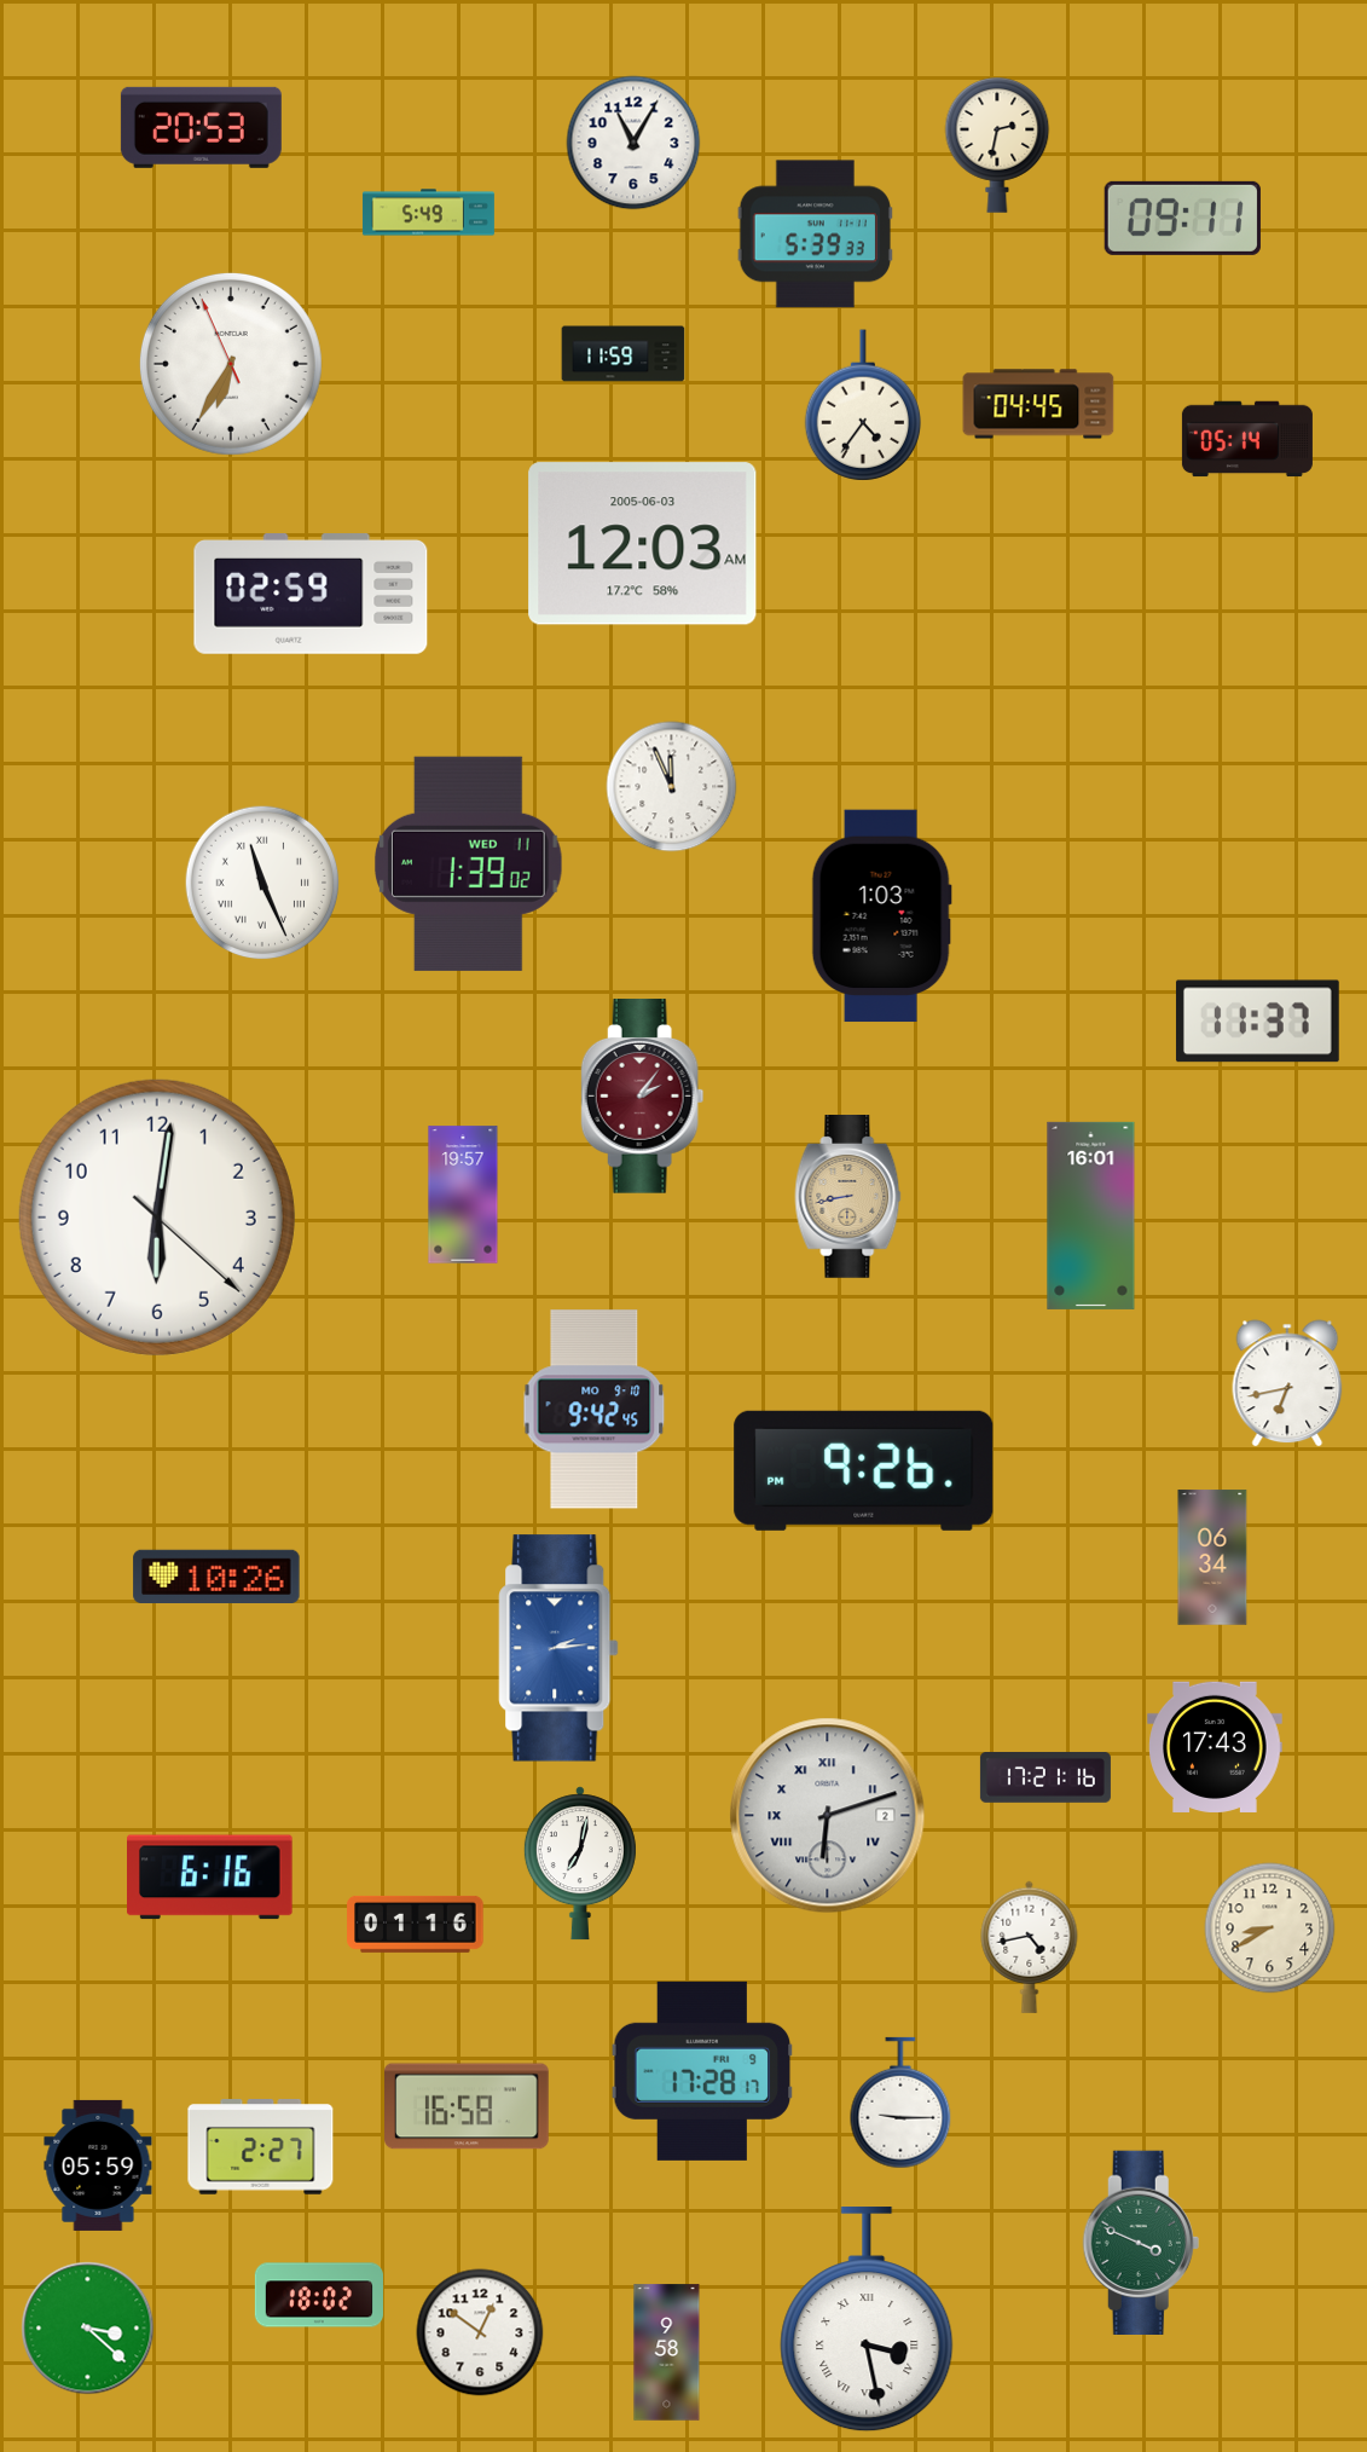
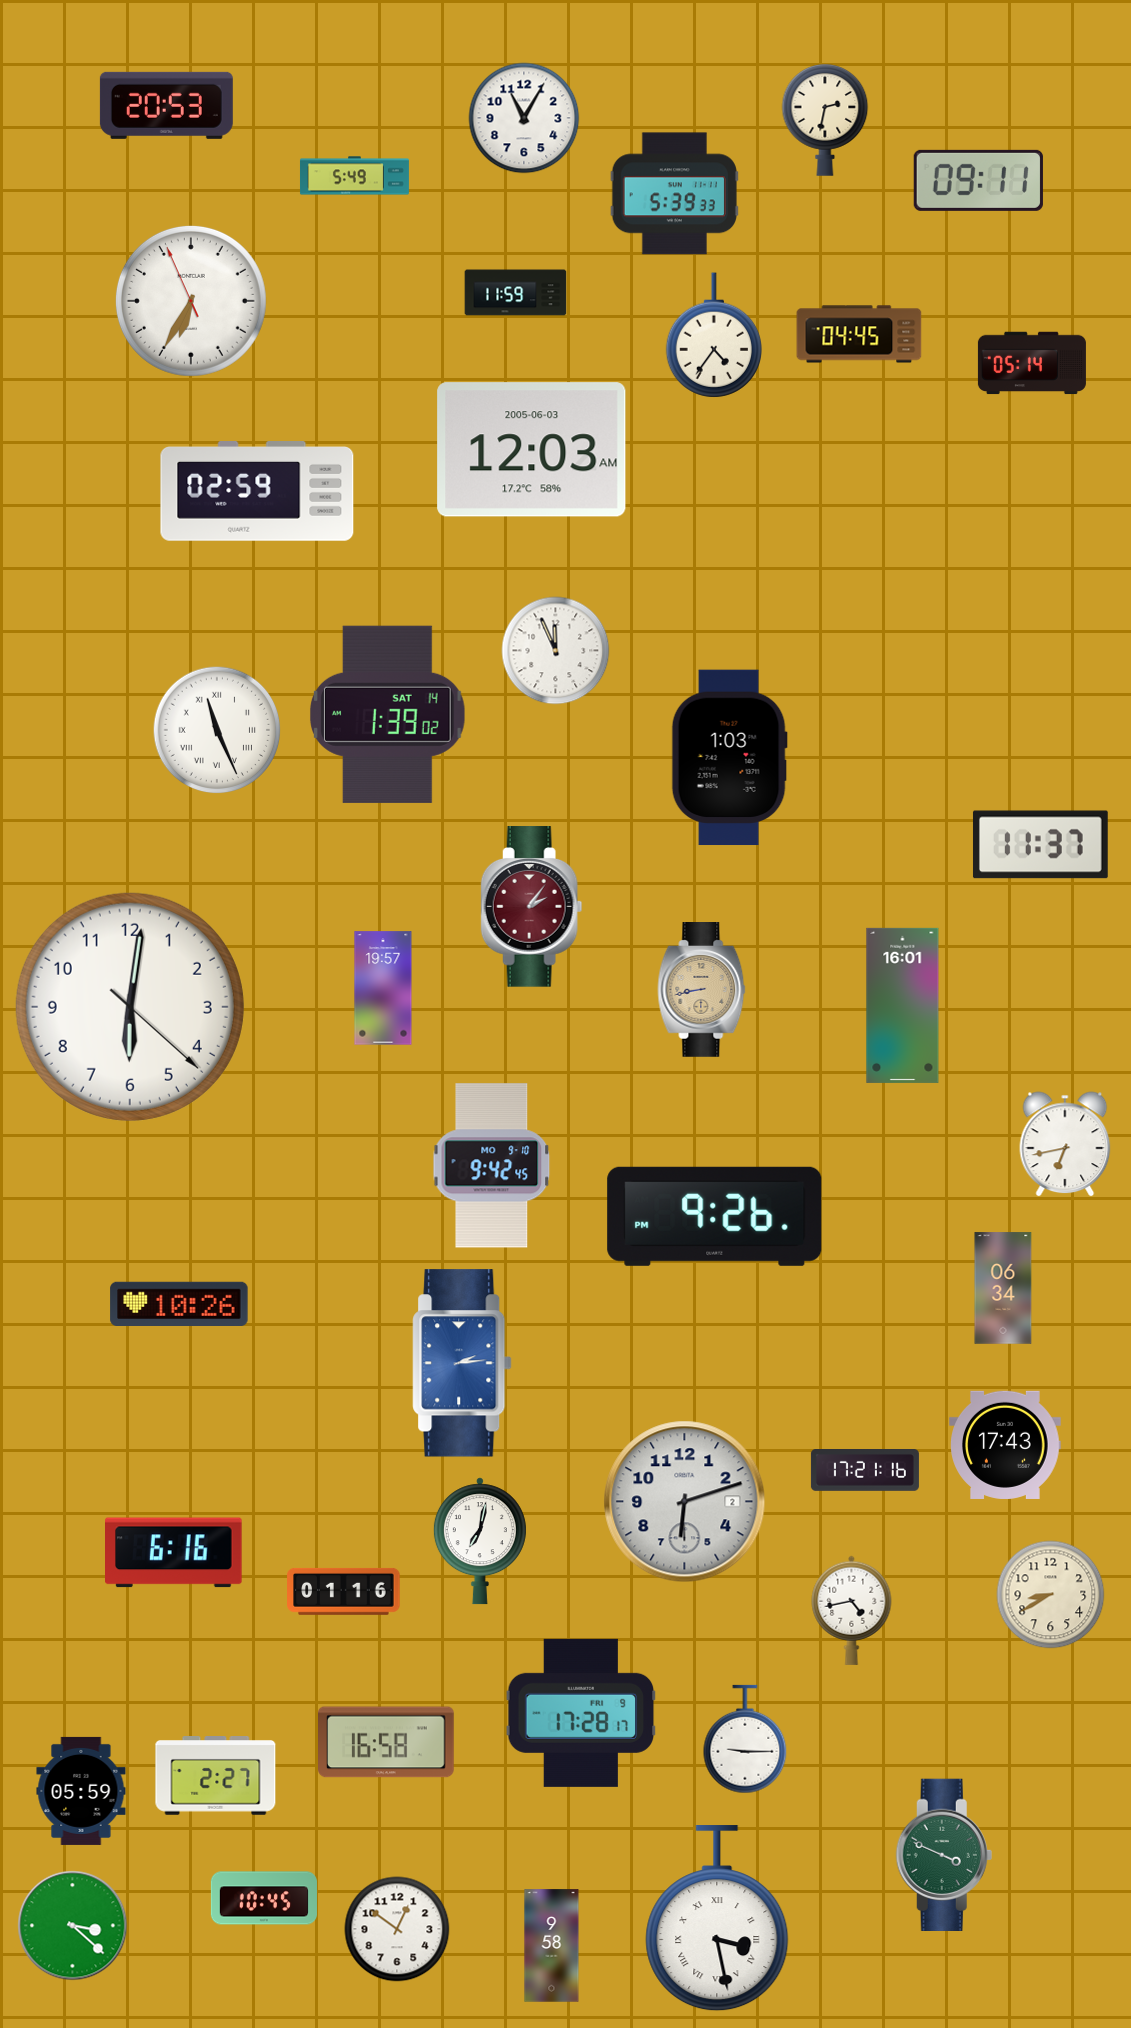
clock at (469, 863) date: WED 11 -> SAT 14
clock at (828, 1816) numerals: Roman -> Arabic
clock at (319, 2295): 18:02 -> 10:45
